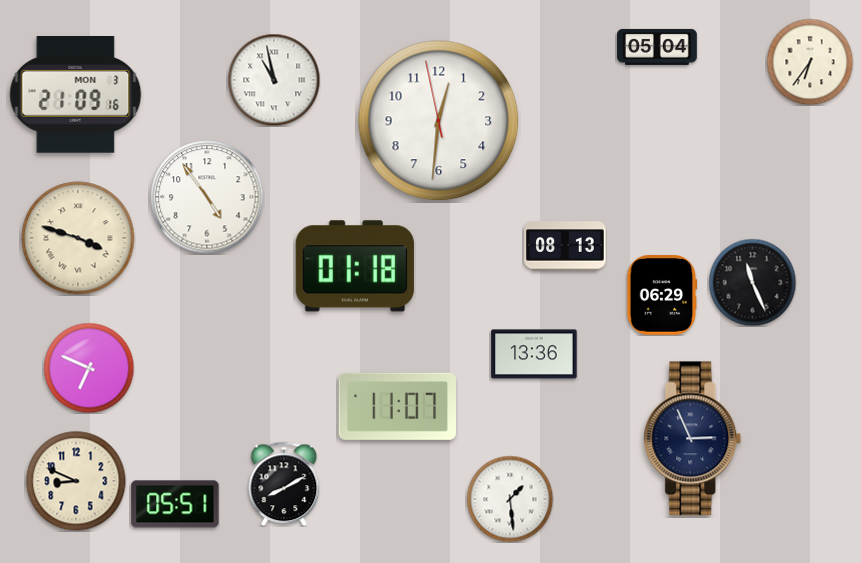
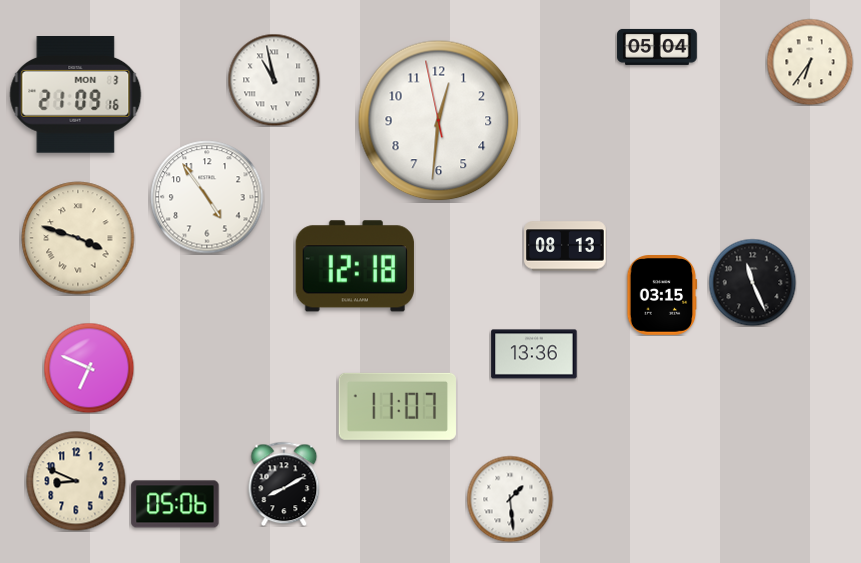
clock at (355, 266): 01:18 -> 12:18
clock at (662, 296): 06:29 -> 03:15
clock at (693, 439): 2:56 -> none
clock at (175, 504): 05:51 -> 05:06
